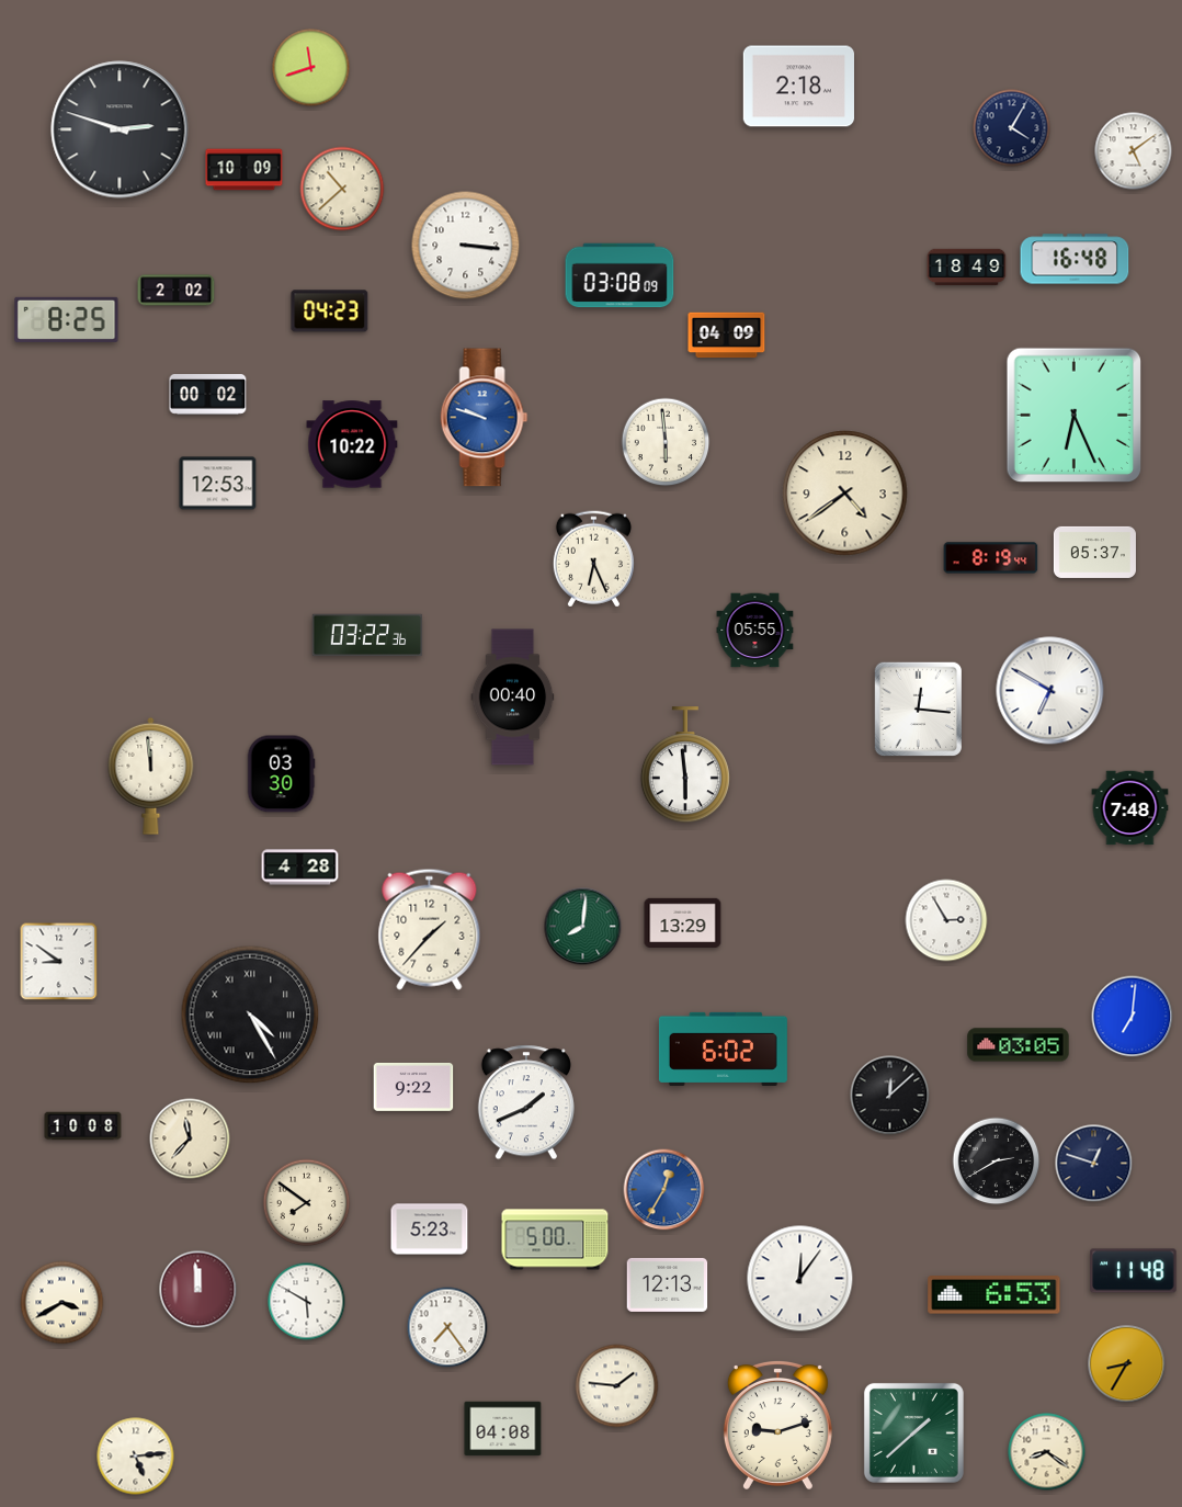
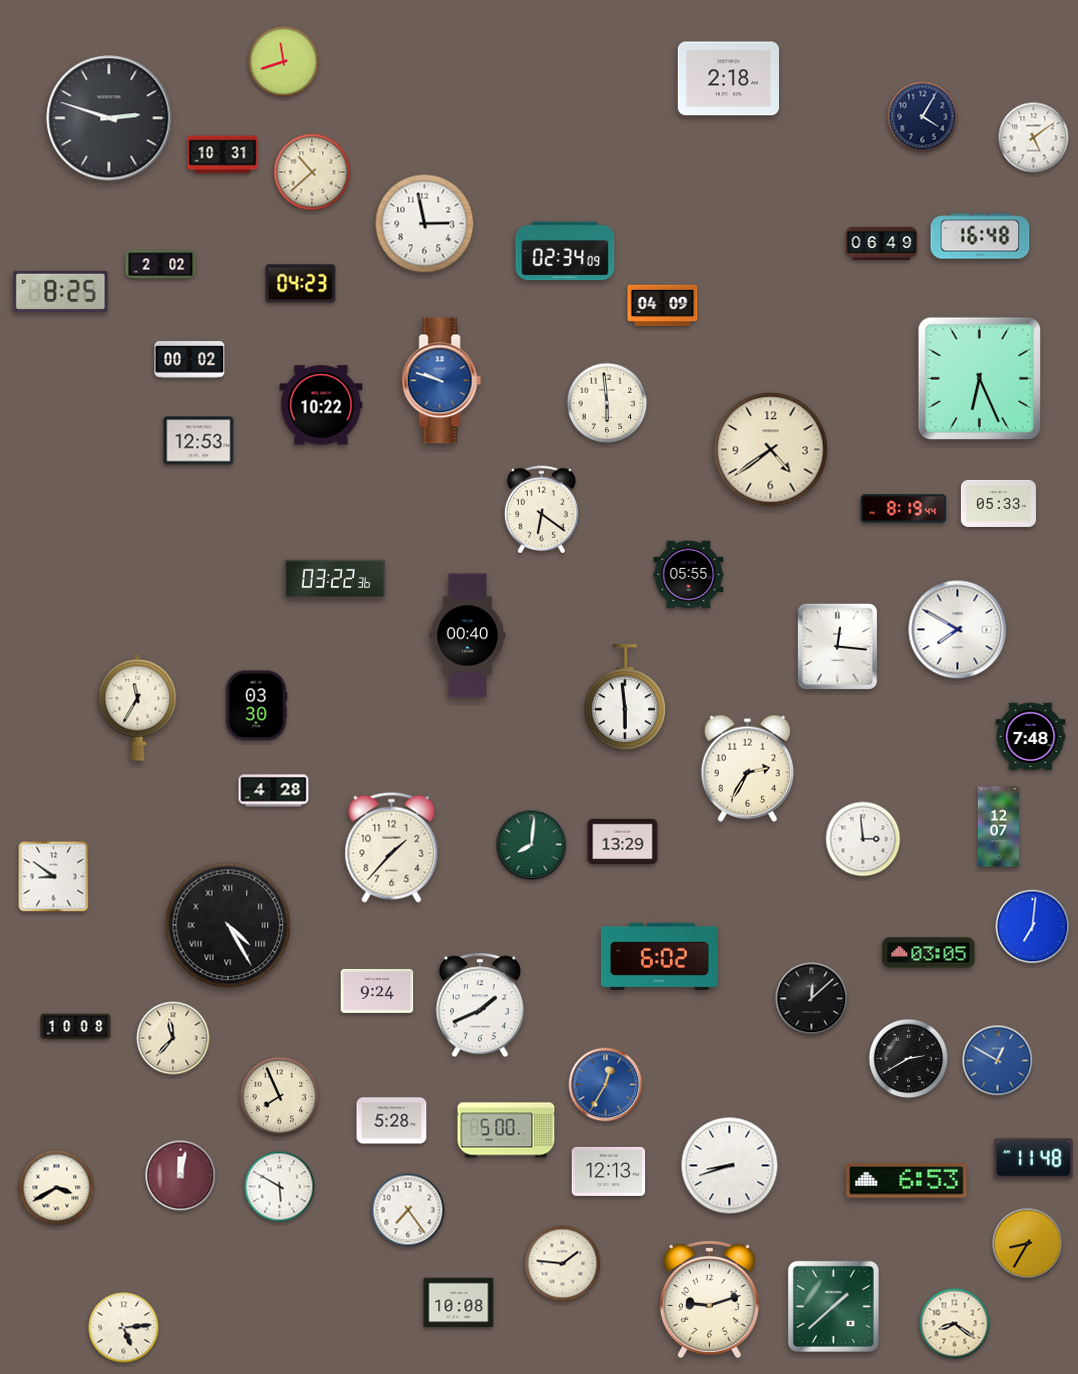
clock at (245, 170): 10:09 -> 10:31
clock at (466, 246): 3:16 -> 2:58
clock at (967, 268): 18:49 -> 06:49
clock at (620, 275): 03:08 -> 02:34
clock at (1094, 552): 05:37 -> 05:33
clock at (593, 559): 6:26 -> 6:21
clock at (1050, 691): 6:50 -> 7:50
clock at (151, 775): 11:59 -> 11:35
clock at (747, 768): none -> 2:35
clock at (999, 827): none -> 12:07
clock at (946, 920): 2:55 -> 2:59
clock at (413, 1087): 9:22 -> 9:24
clock at (1094, 1164): 12:48 -> 12:50
clock at (1094, 1164) dial: navy -> blue
clock at (307, 1203): 7:51 -> 7:56
clock at (430, 1230): 5:23 -> 5:28
clock at (800, 1279): 12:06 -> 8:42
clock at (198, 1290): 11:59 -> 12:02
clock at (503, 1429): 04:08 -> 10:08
